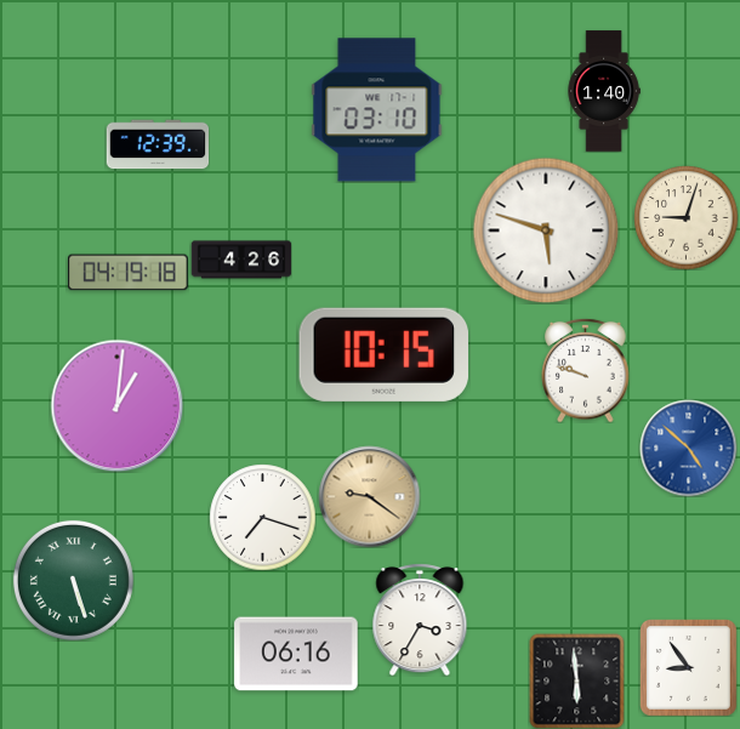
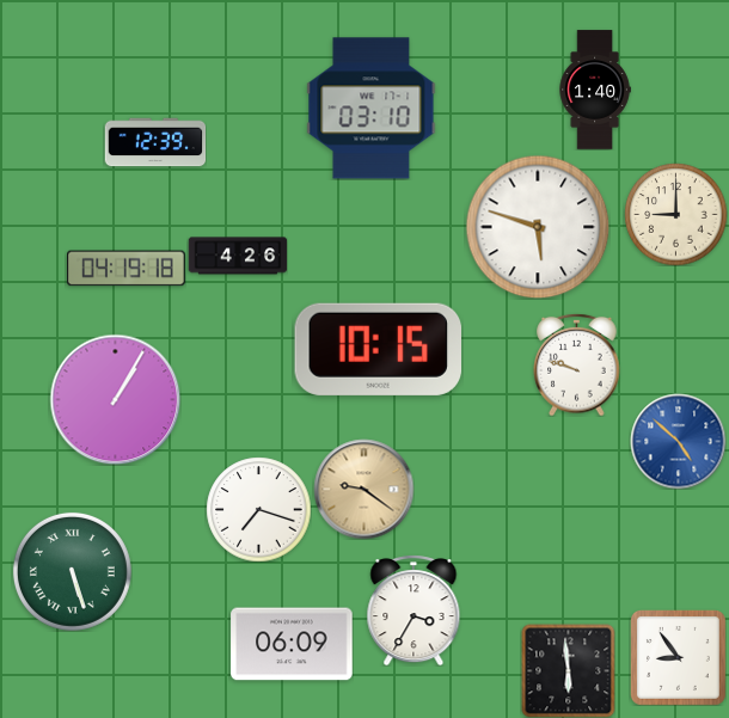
clock at (685, 217): 9:03 -> 9:00
clock at (116, 405): 1:01 -> 1:05
clock at (296, 654): 06:16 -> 06:09
